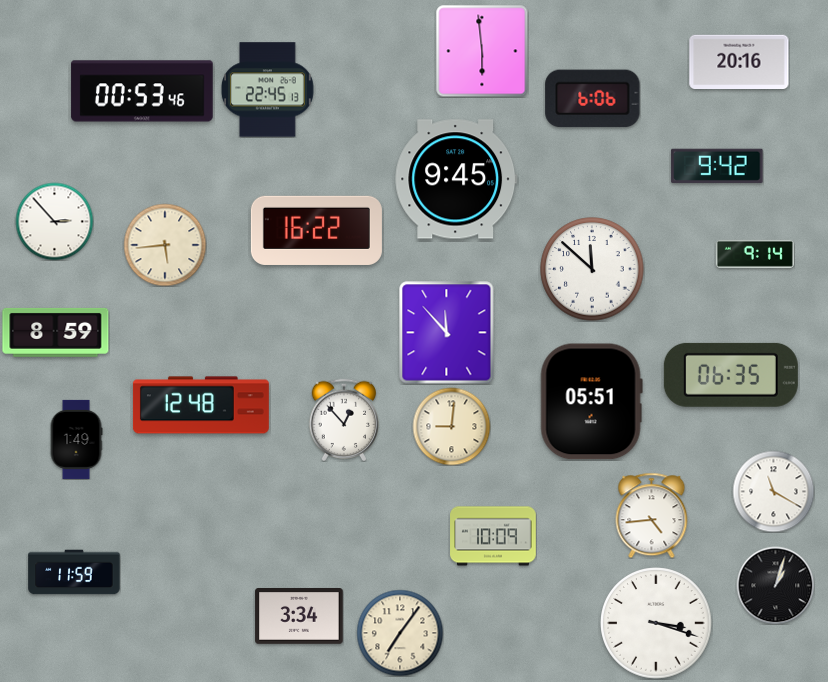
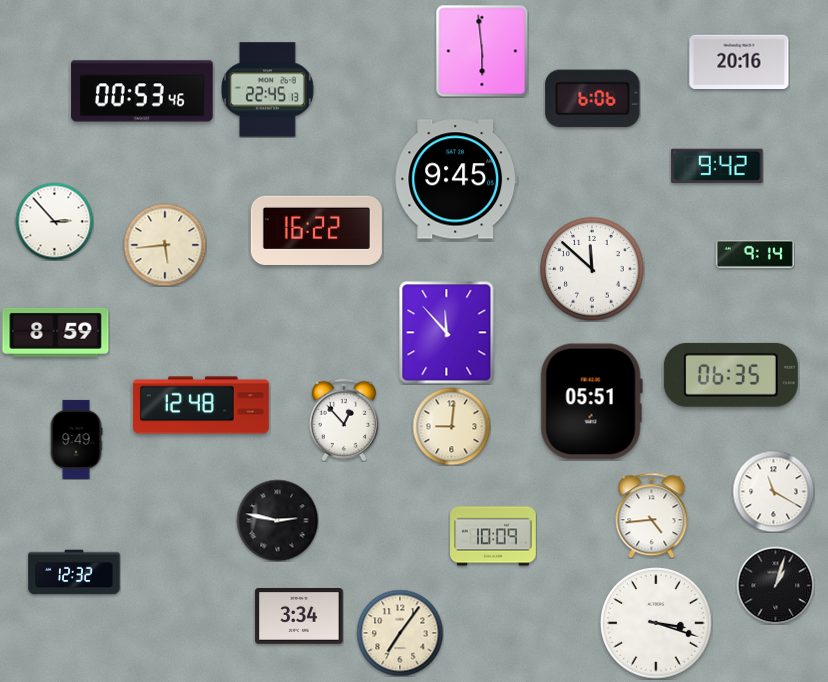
clock at (76, 439): 1:49 -> 9:49
clock at (277, 520): none -> 2:47
clock at (74, 572): 11:59 -> 12:32
